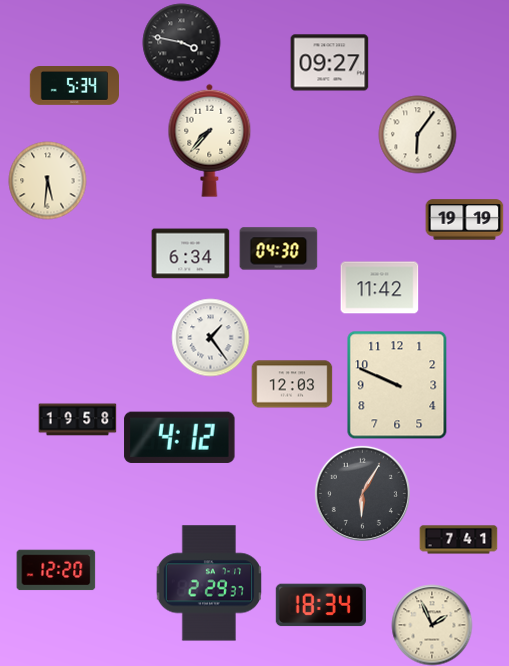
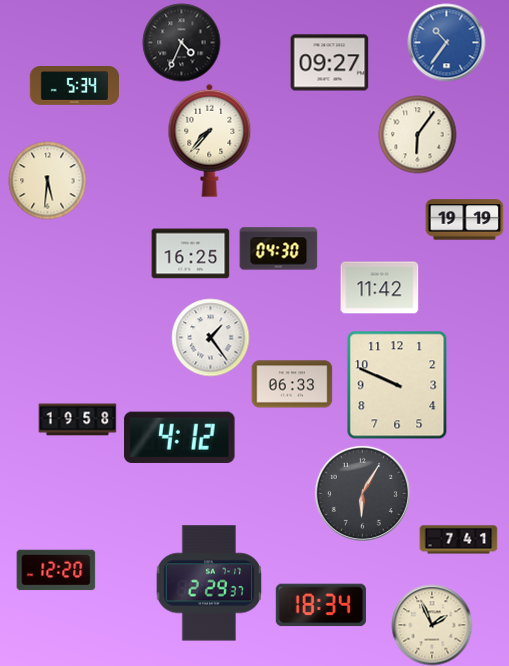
clock at (181, 42): 3:47 -> 4:34
clock at (446, 42): none -> 10:36
clock at (190, 254): 6:34 -> 16:25
clock at (292, 384): 12:03 -> 06:33
